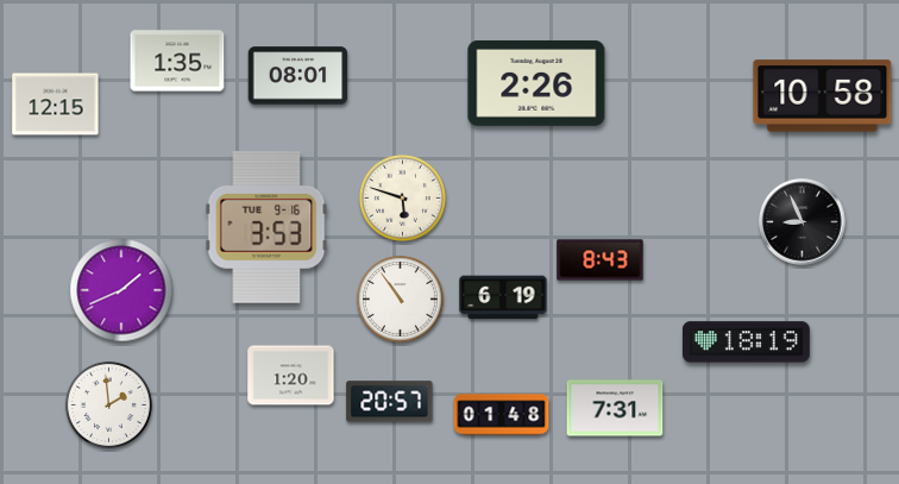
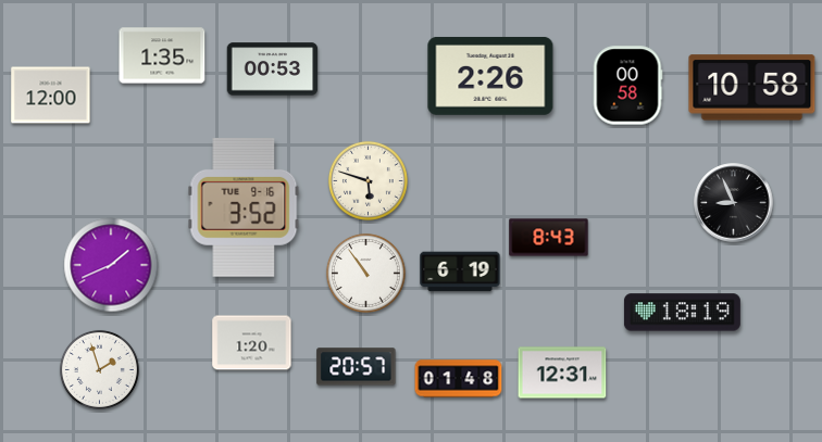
clock at (298, 76): 08:01 -> 00:53
clock at (627, 86): none -> 00:58
clock at (56, 105): 12:15 -> 12:00
clock at (266, 227): 3:53 -> 3:52
clock at (291, 376) position: (291, 376) -> (252, 343)
clock at (108, 404): 1:59 -> 1:57
clock at (615, 408): 7:31 -> 12:31
